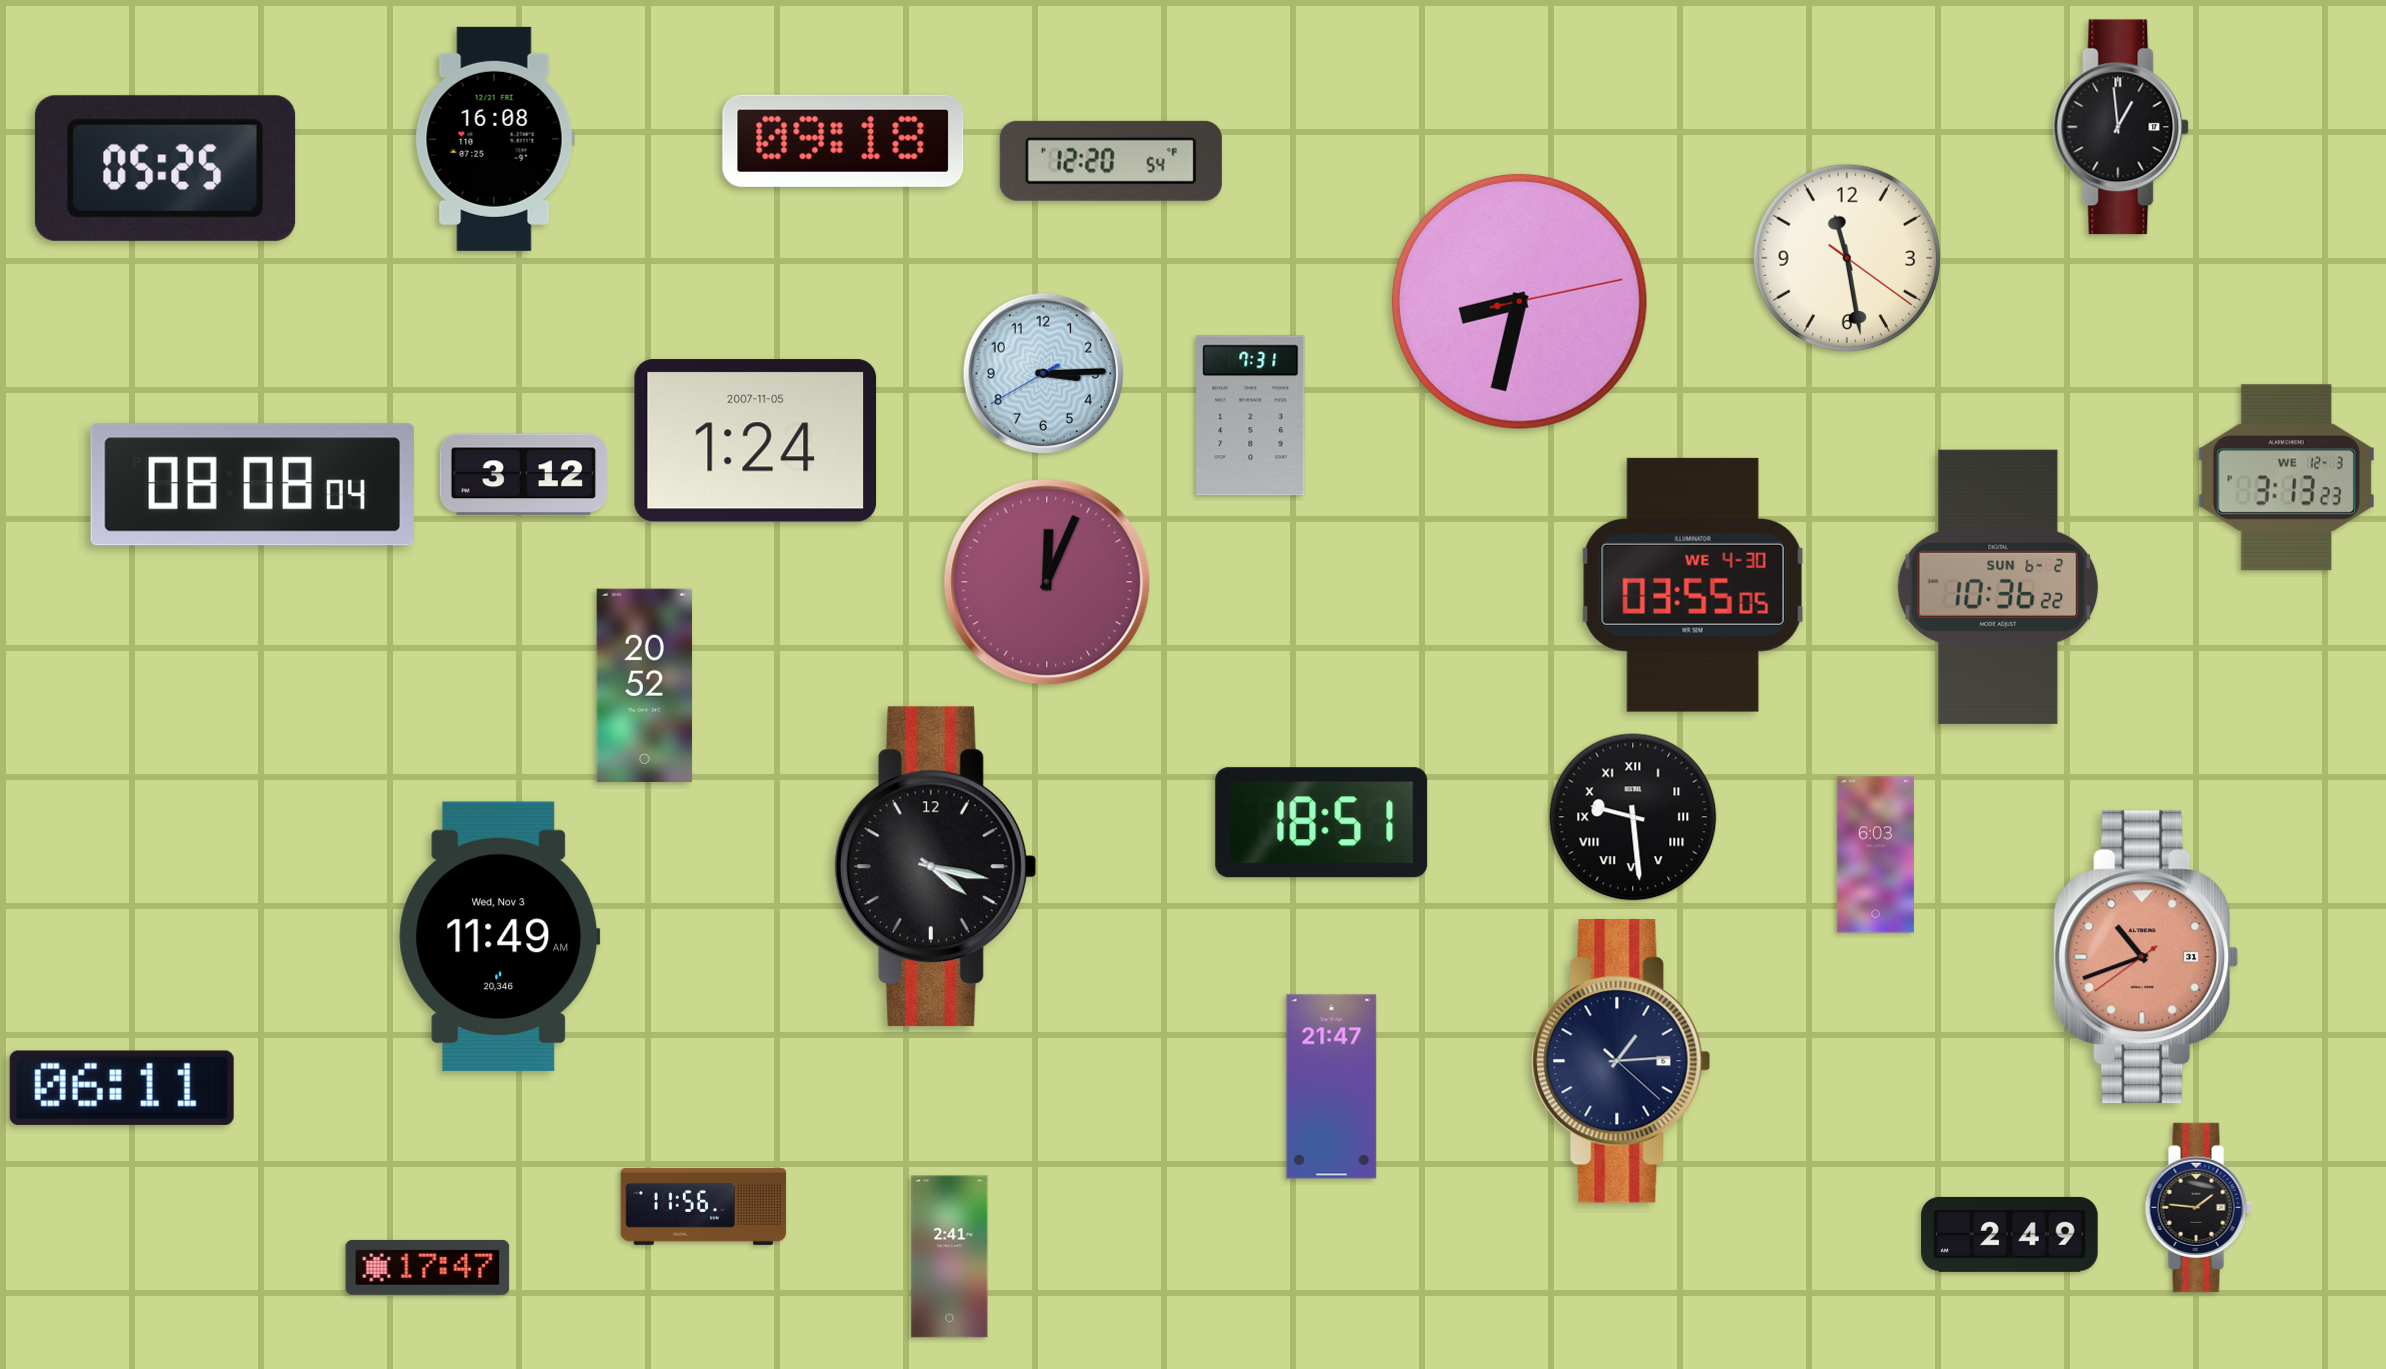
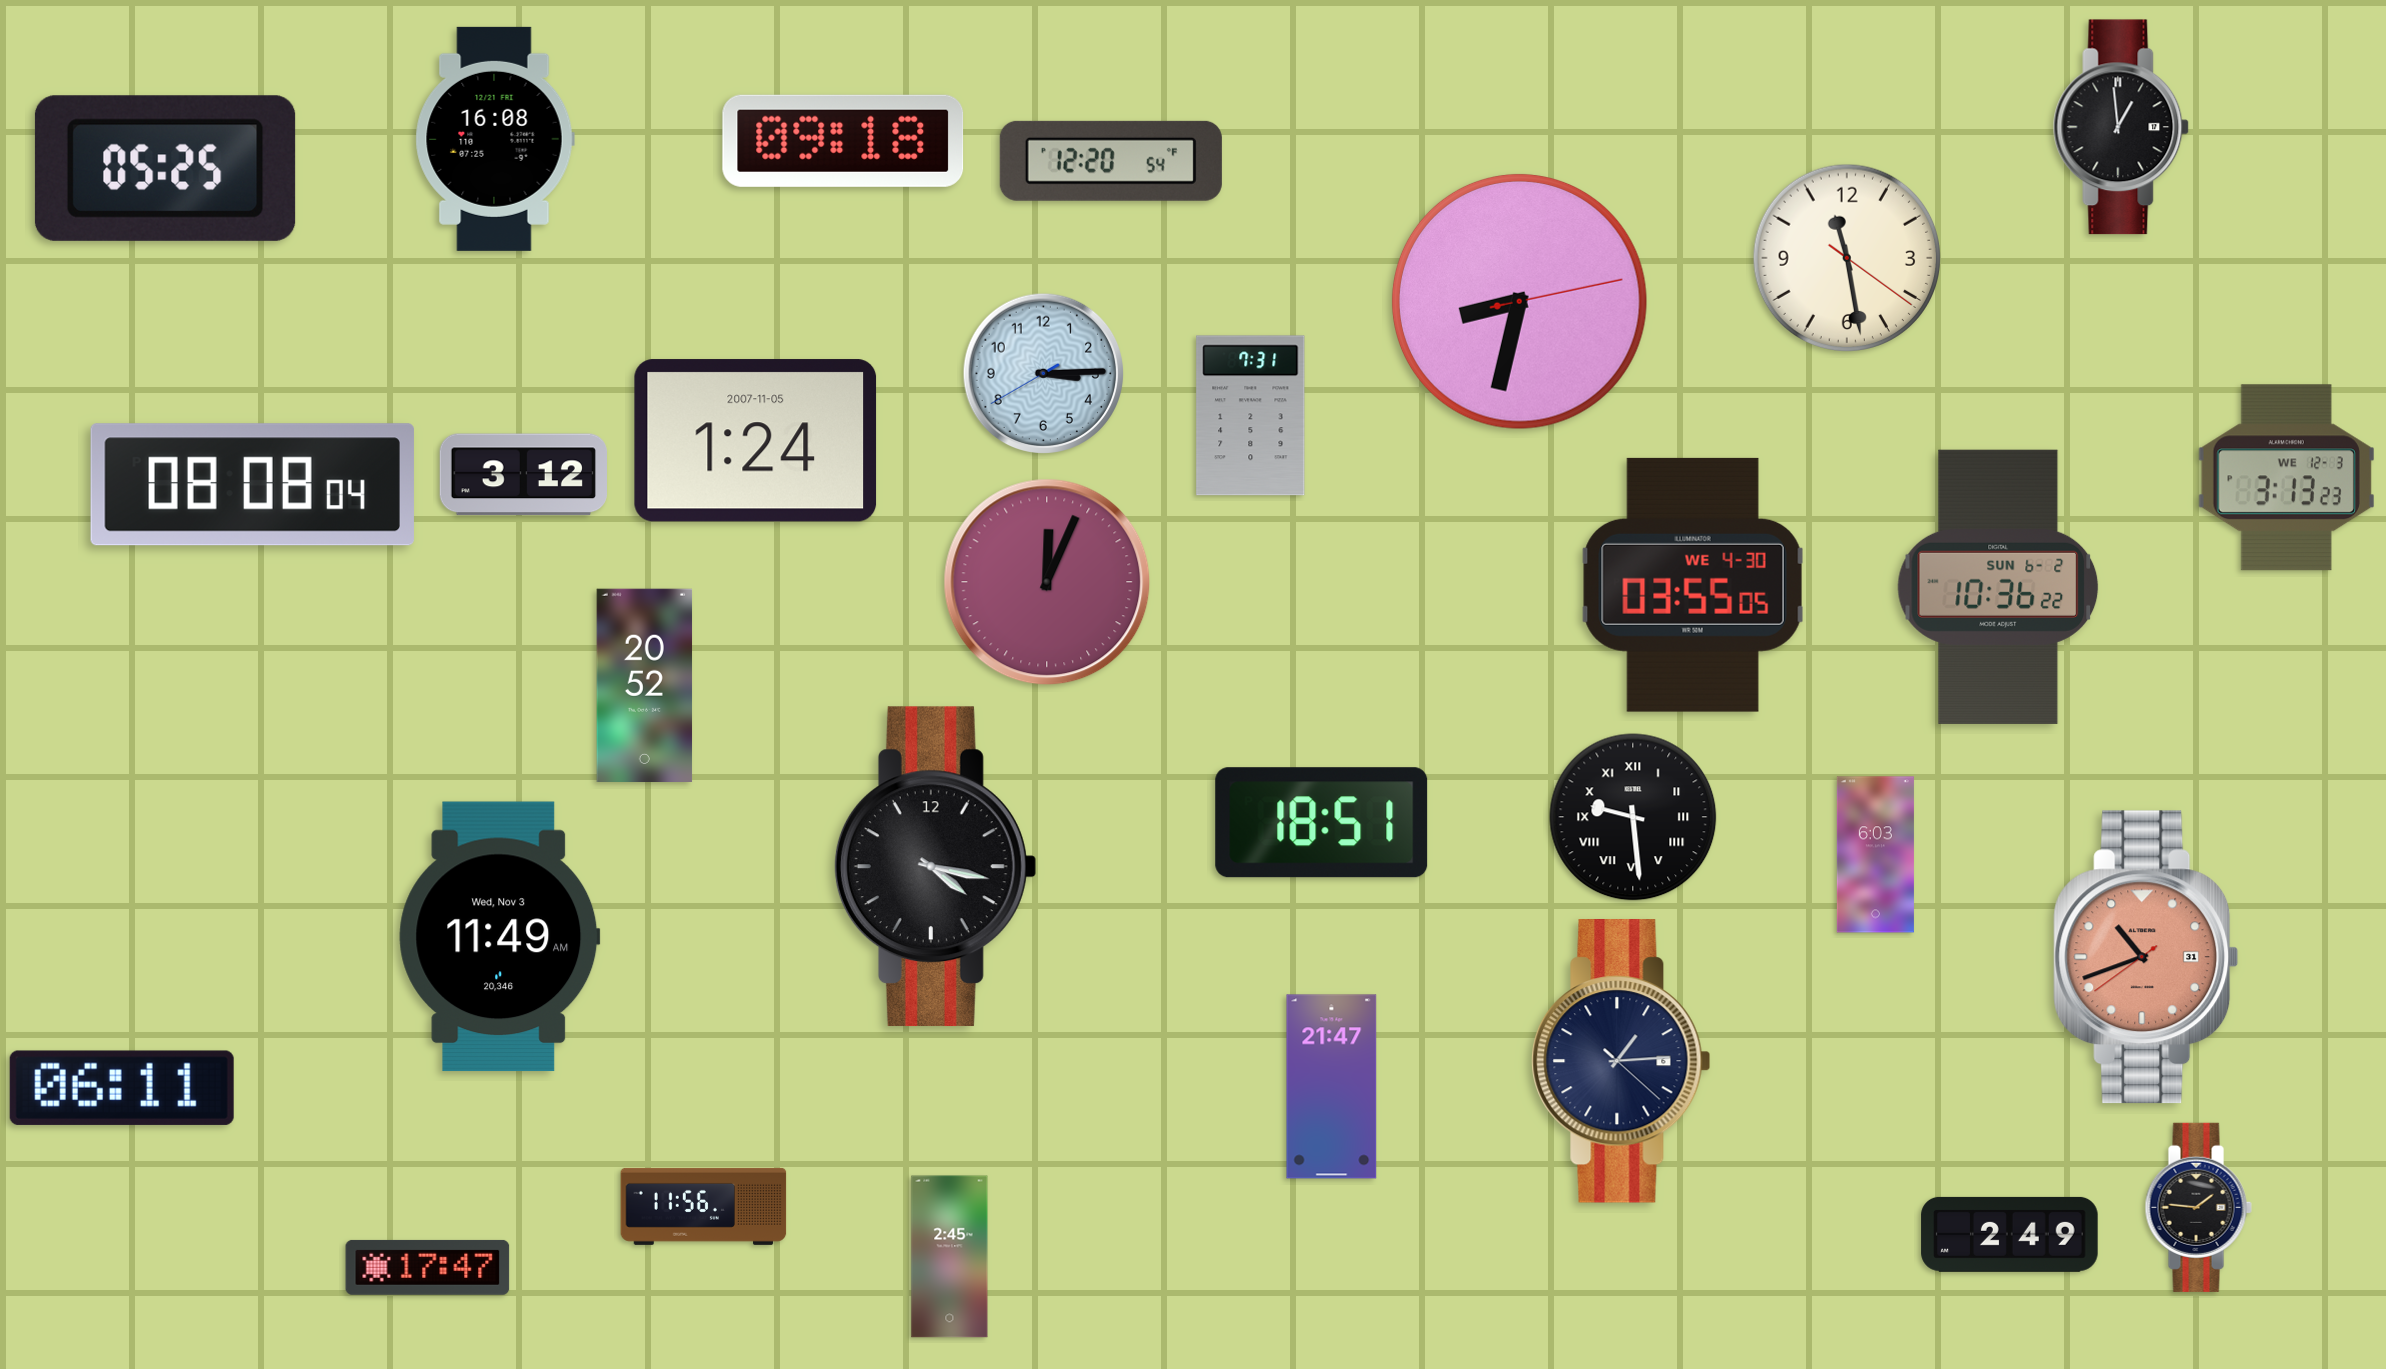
clock at (950, 1257): 2:41 -> 2:45
